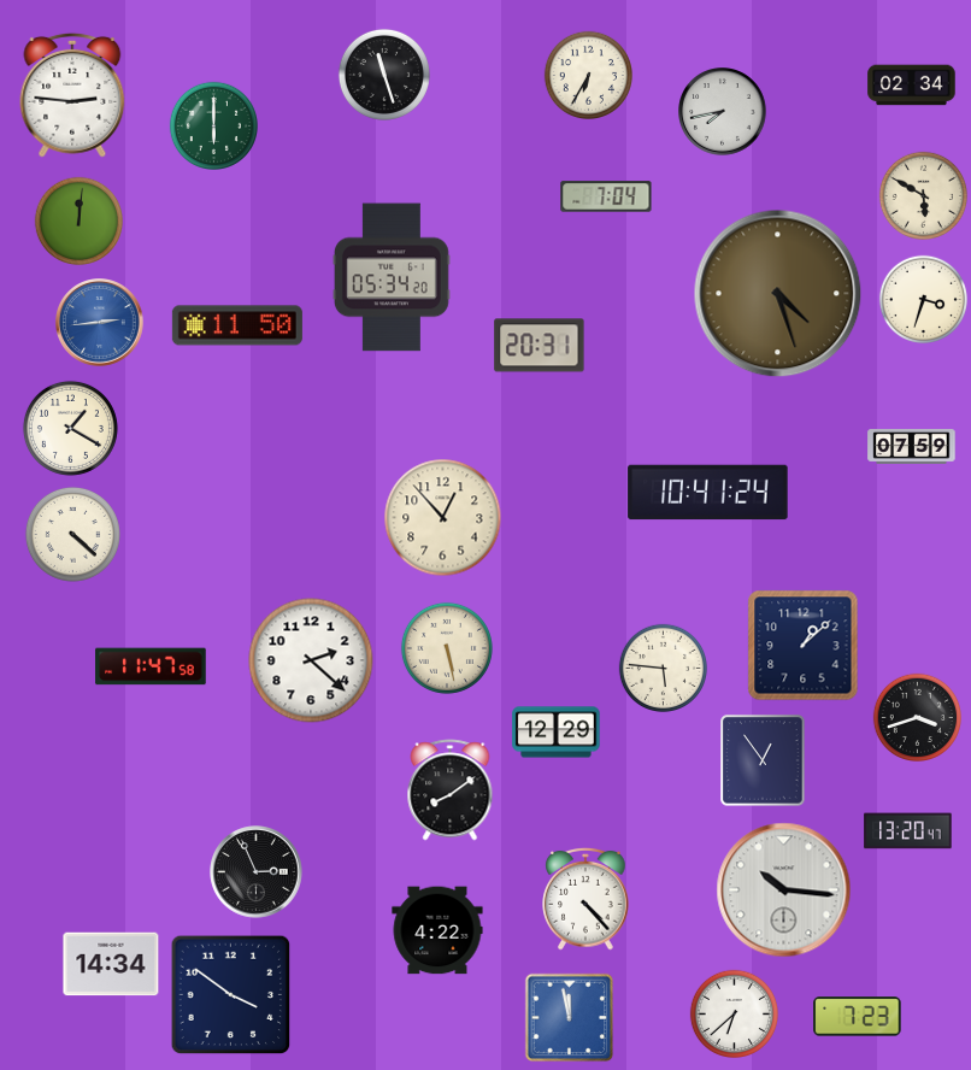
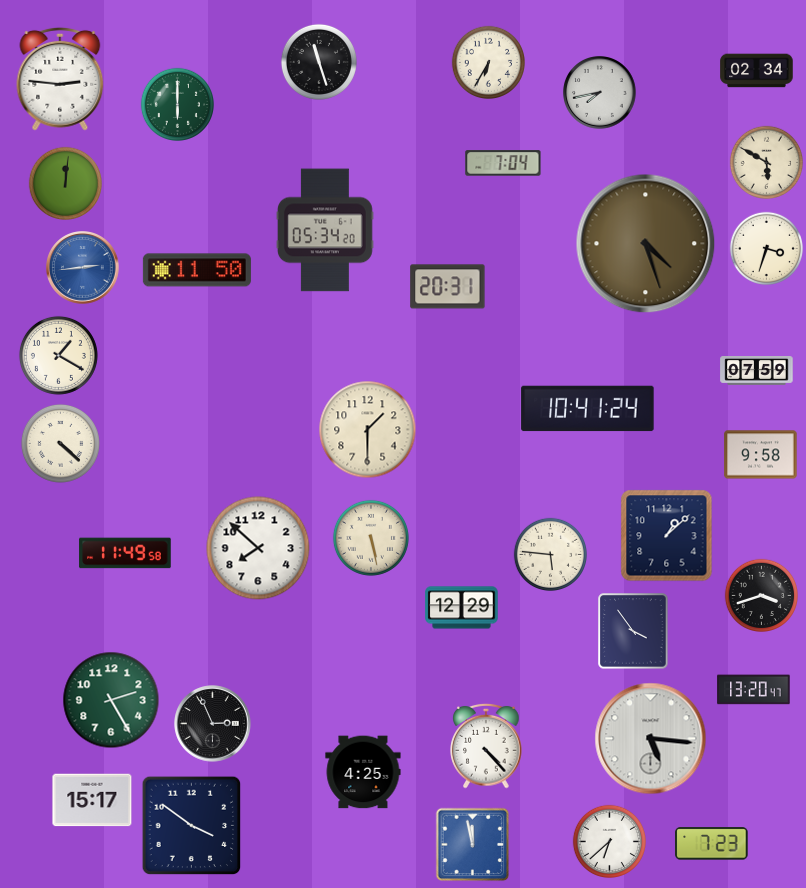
clock at (443, 518): 12:53 -> 1:30
clock at (761, 455): none -> 9:58
clock at (311, 660): 2:22 -> 7:52
clock at (151, 666): 11:47 -> 11:49
clock at (763, 760): 12:54 -> 3:54
clock at (451, 790): 8:09 -> none
clock at (111, 700): none -> 2:25
clock at (784, 890): 10:16 -> 5:16
clock at (437, 930): 4:22 -> 4:25
clock at (111, 964): 14:34 -> 15:17
